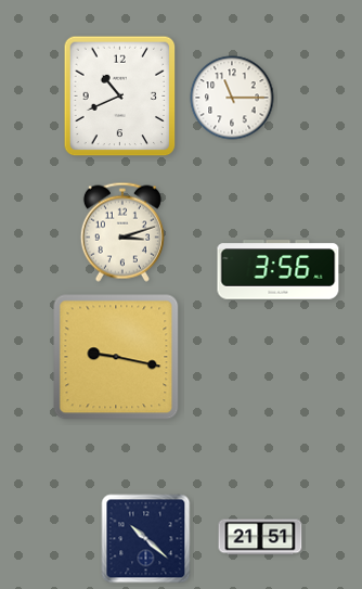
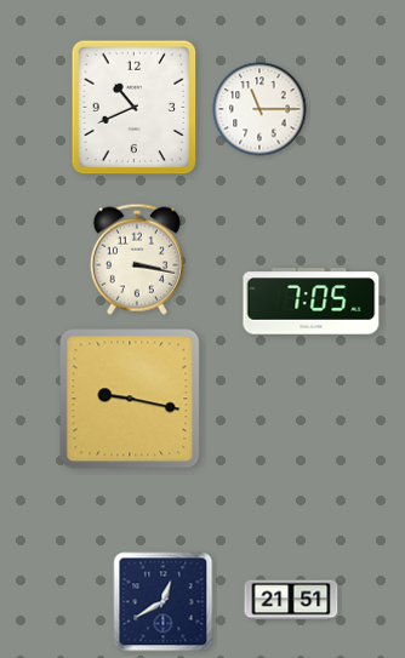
clock at (122, 232): 3:12 -> 3:17
clock at (279, 270): 3:56 -> 7:05
clock at (146, 539): 10:22 -> 12:40
